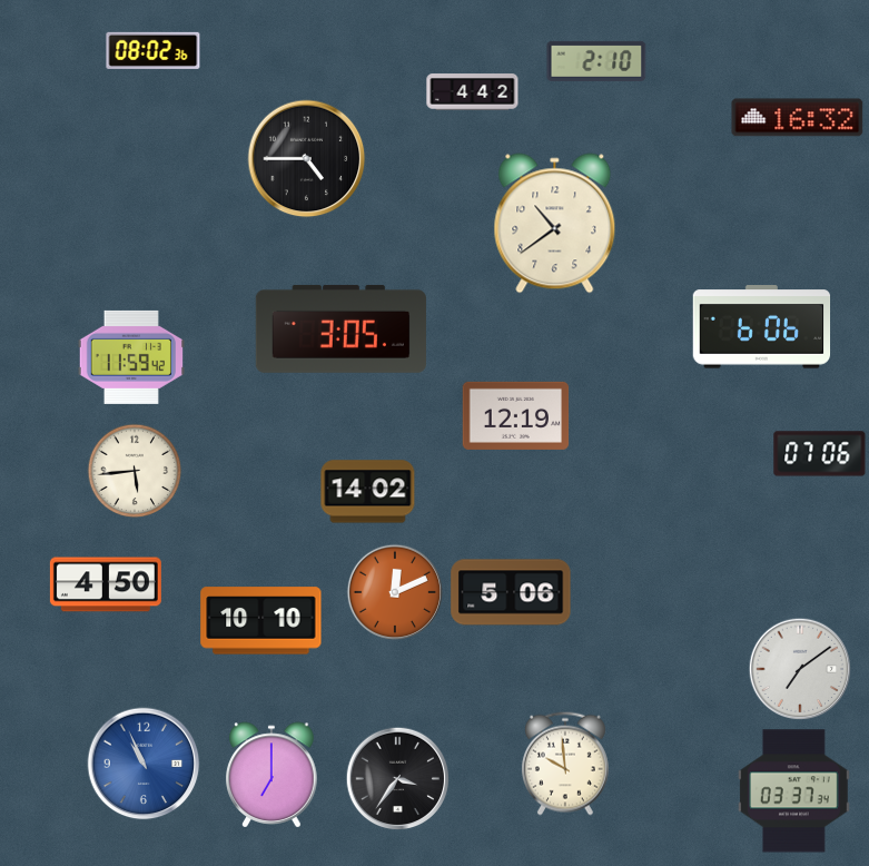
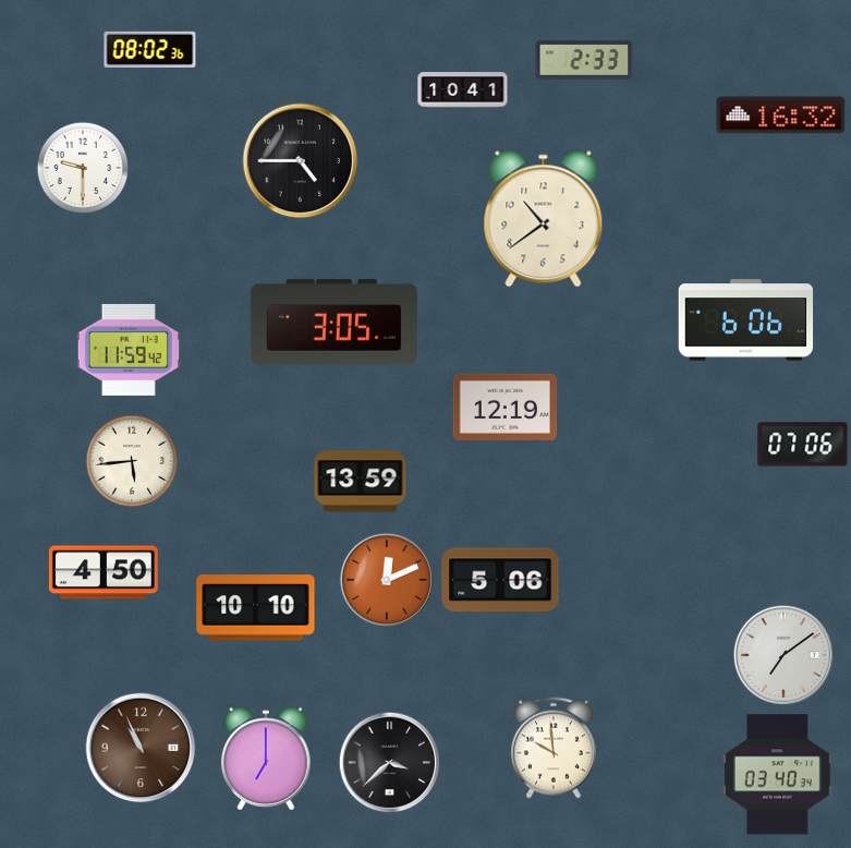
clock at (596, 61): 2:10 -> 2:33
clock at (473, 92): 4:42 -> 10:41
clock at (307, 159) position: (307, 159) -> (301, 161)
clock at (83, 168): none -> 9:30
clock at (368, 492): 14:02 -> 13:59
clock at (144, 764) dial: blue -> brown
clock at (398, 779): 3:36 -> 3:38
clock at (793, 791): 03:37 -> 03:40
